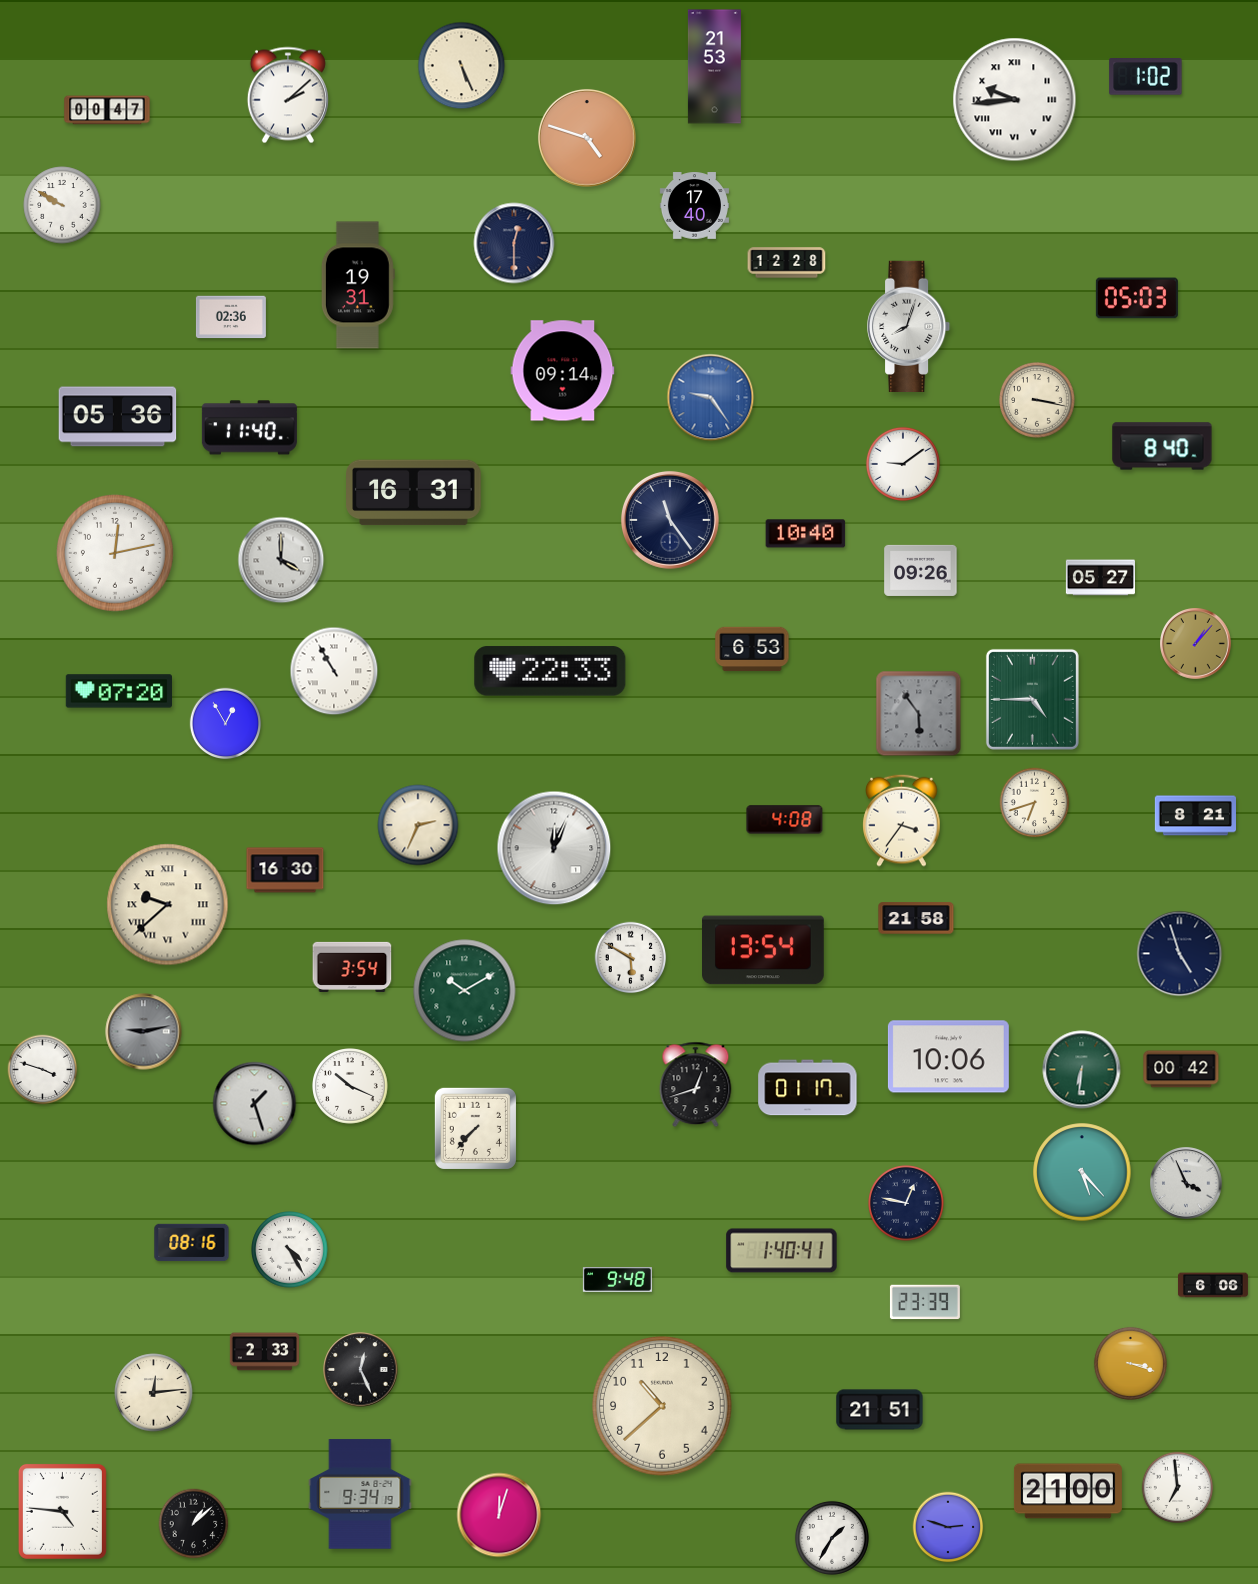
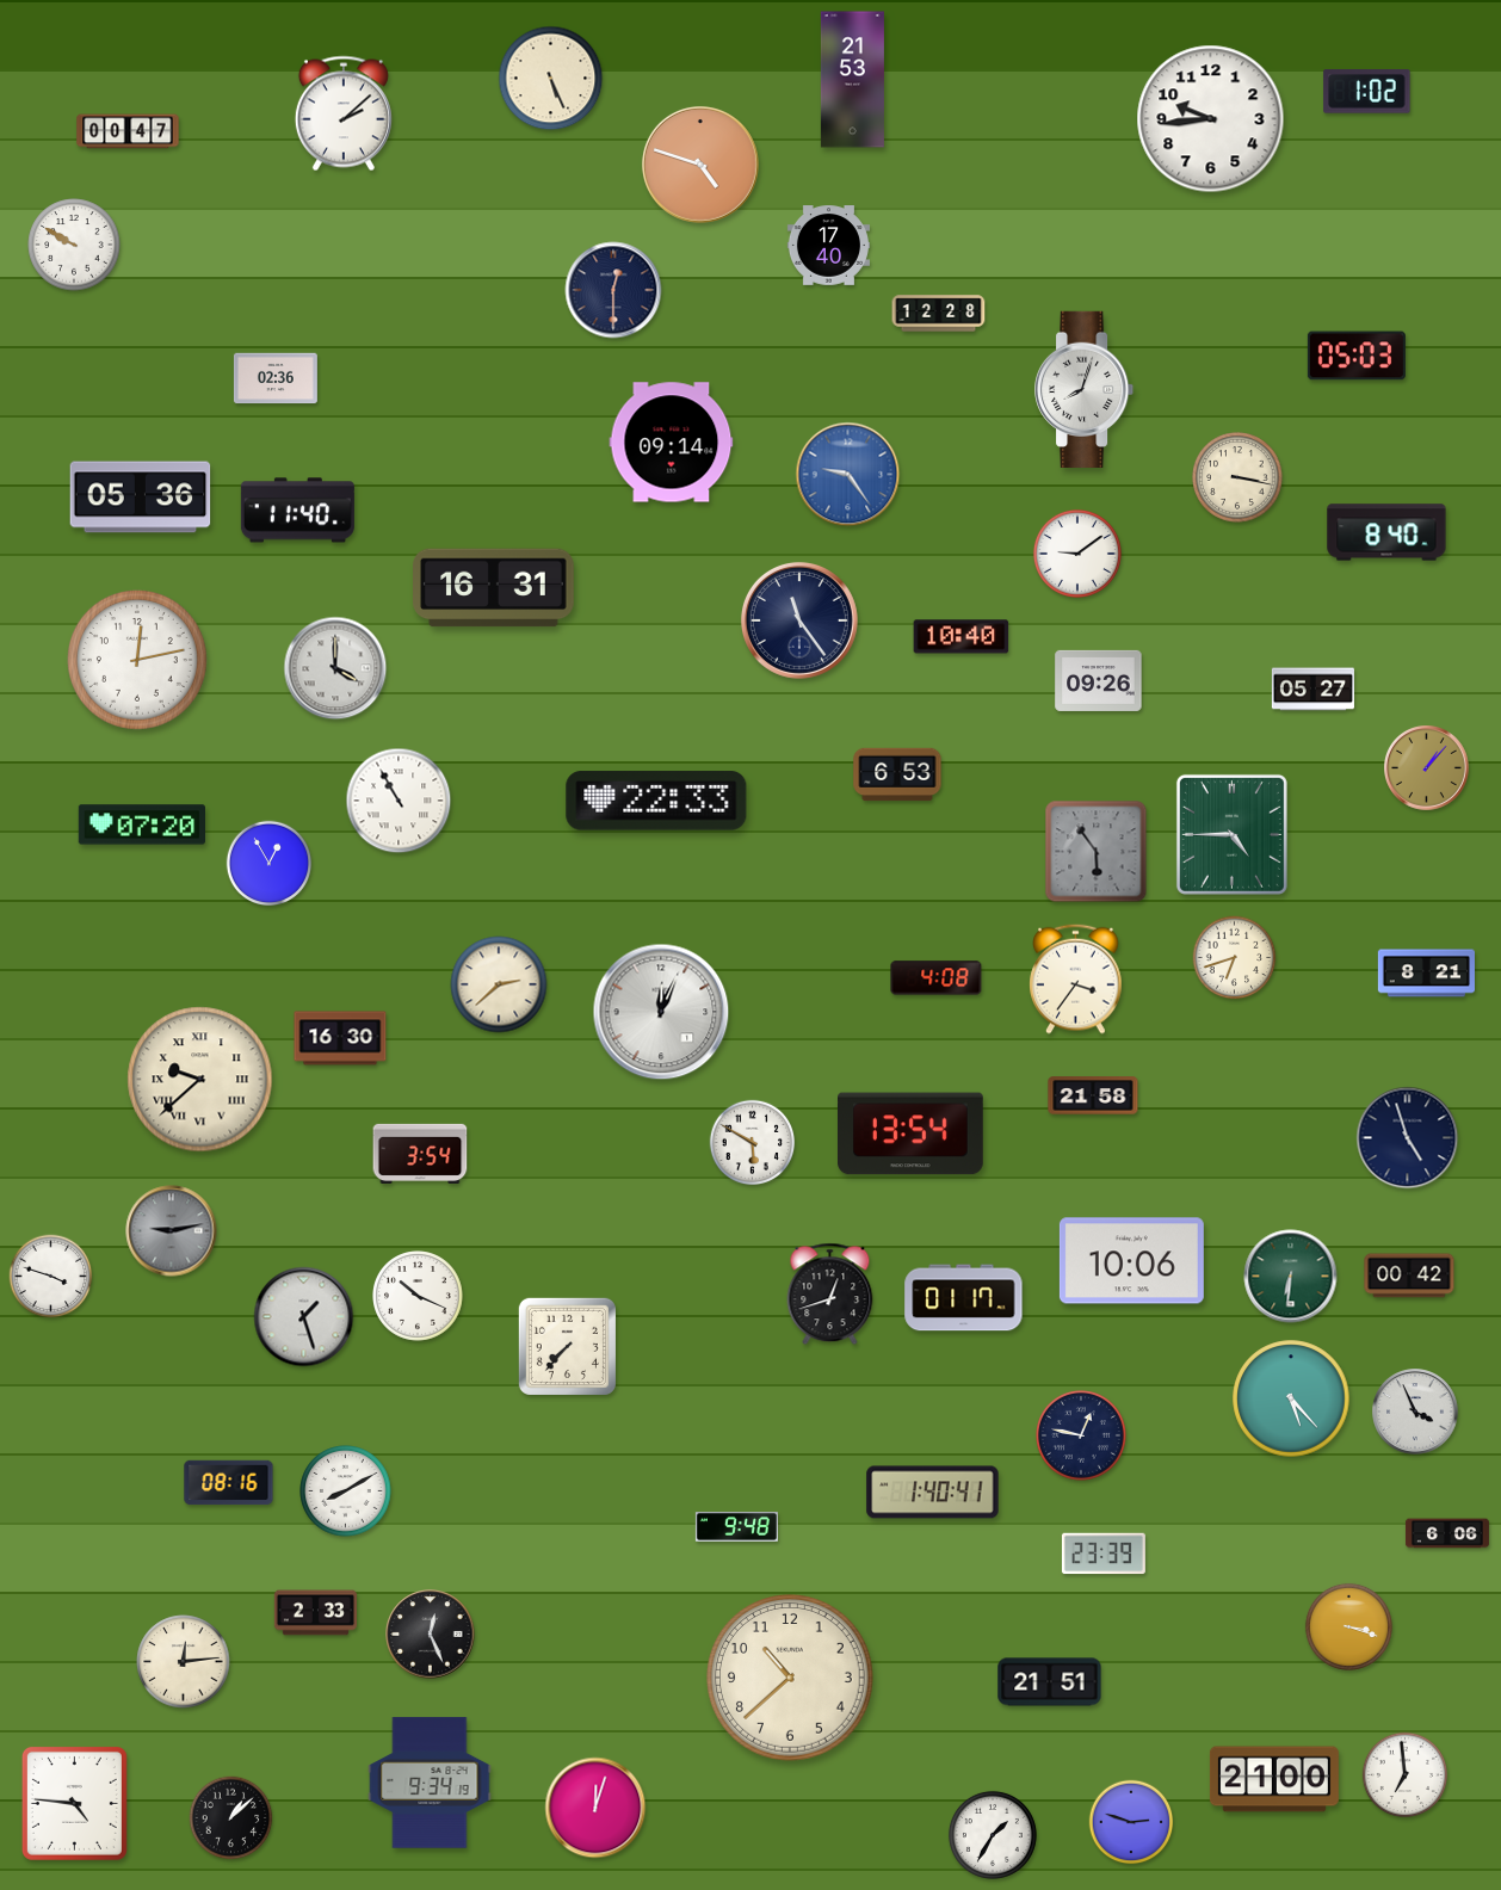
clock at (1015, 100) numerals: Roman -> Arabic
clock at (358, 285): 19:31 -> none
clock at (418, 825): 2:34 -> 2:38
clock at (465, 991): 10:10 -> none
clock at (290, 1250): 4:25 -> 8:10
